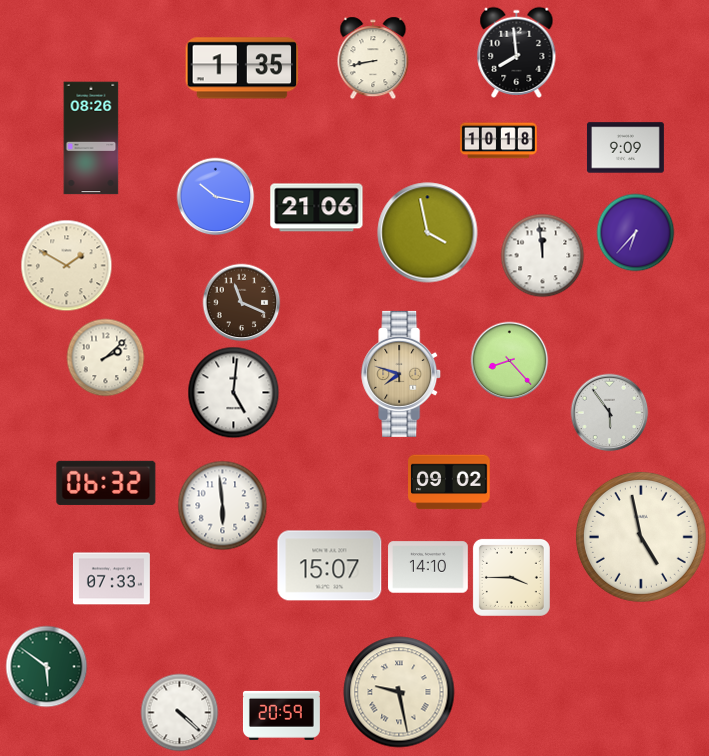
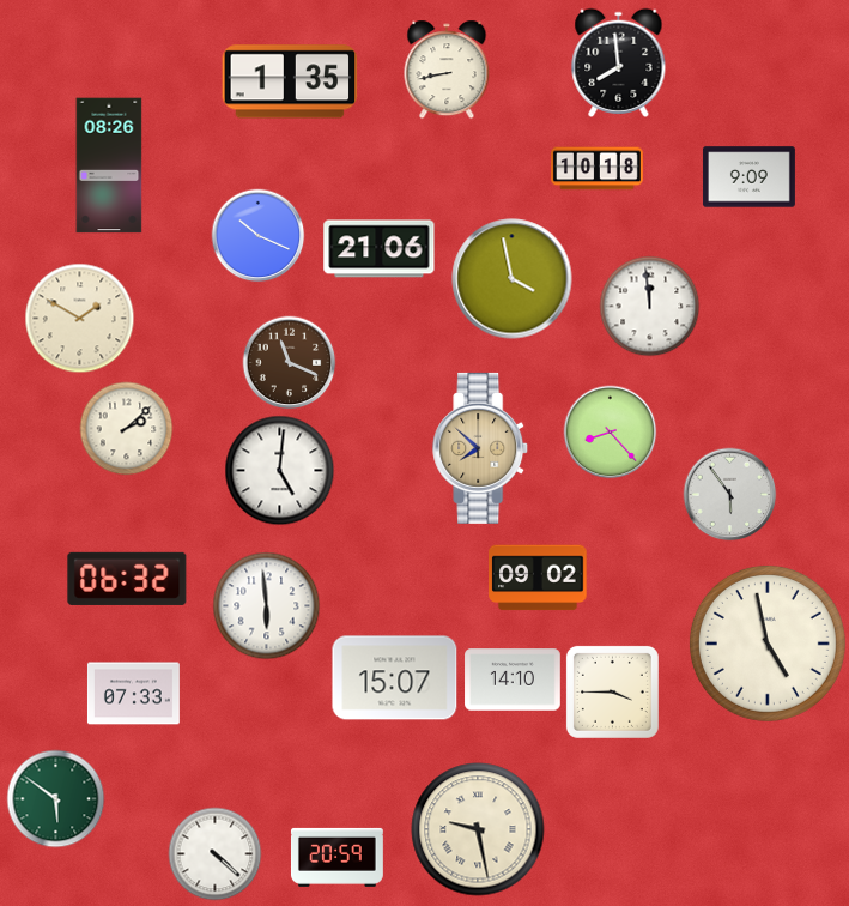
clock at (215, 196): 10:17 -> 10:19
clock at (635, 232): 6:37 -> none
clock at (402, 374): 7:48 -> 7:52
